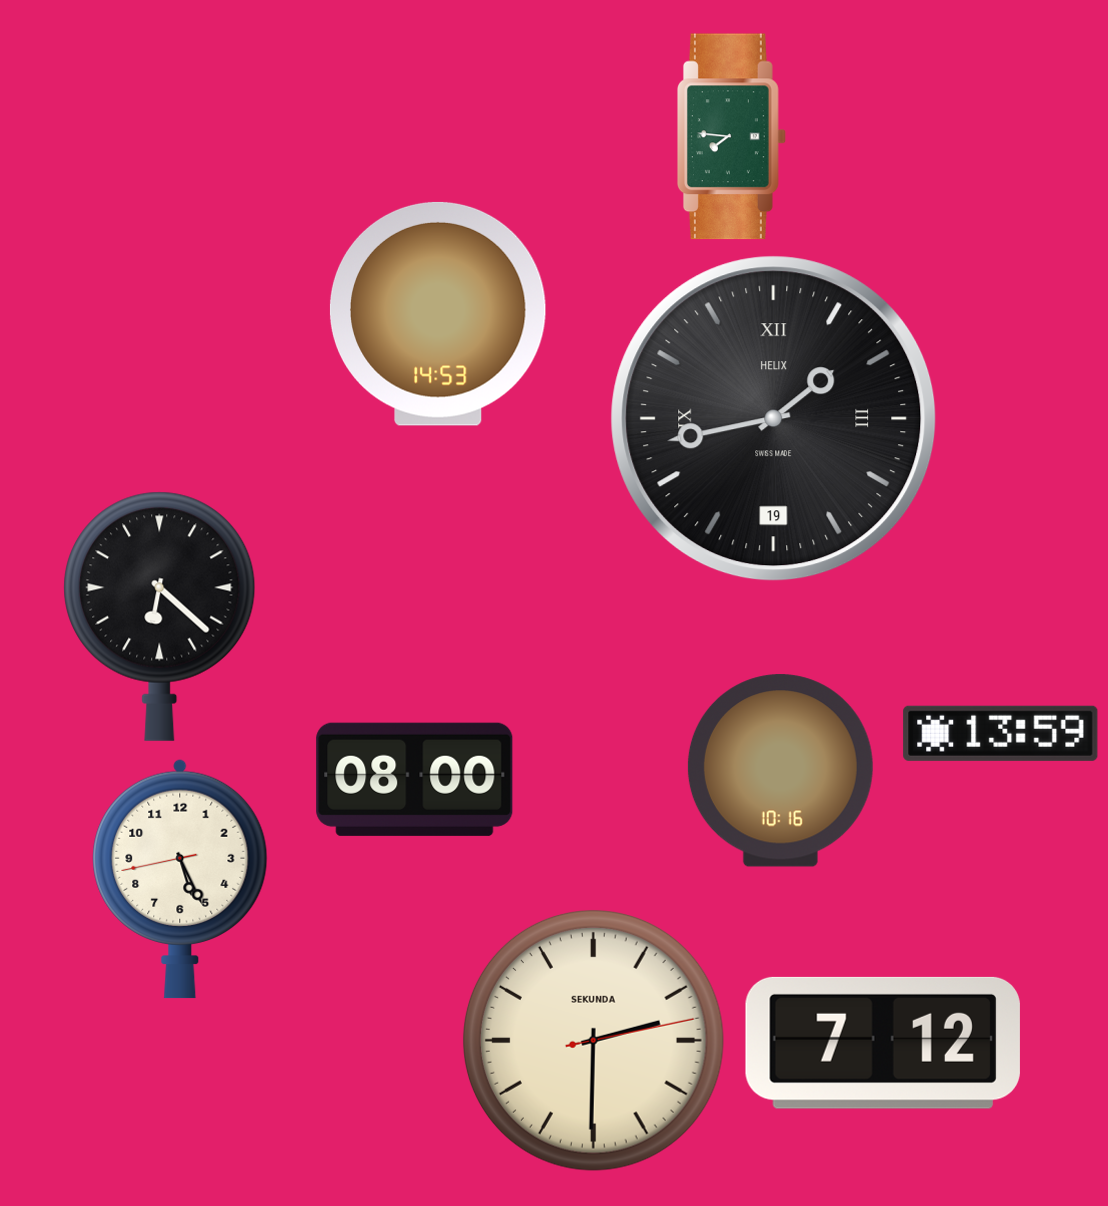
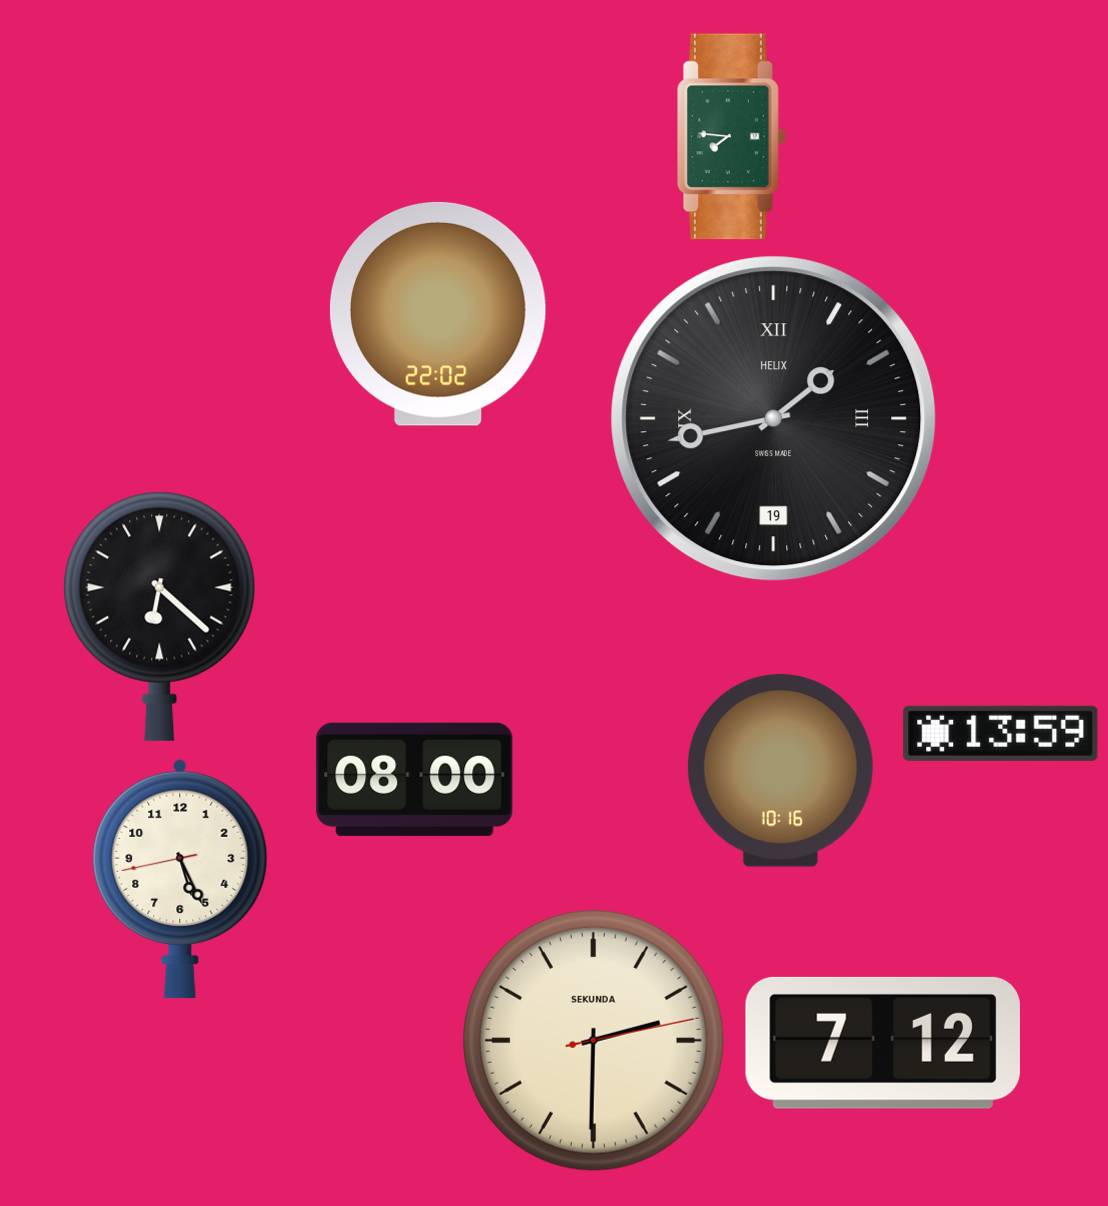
clock at (438, 314): 14:53 -> 22:02
